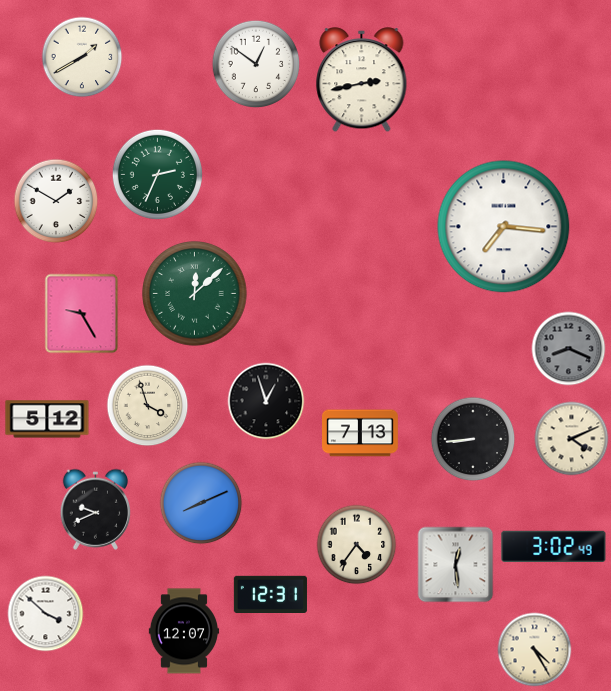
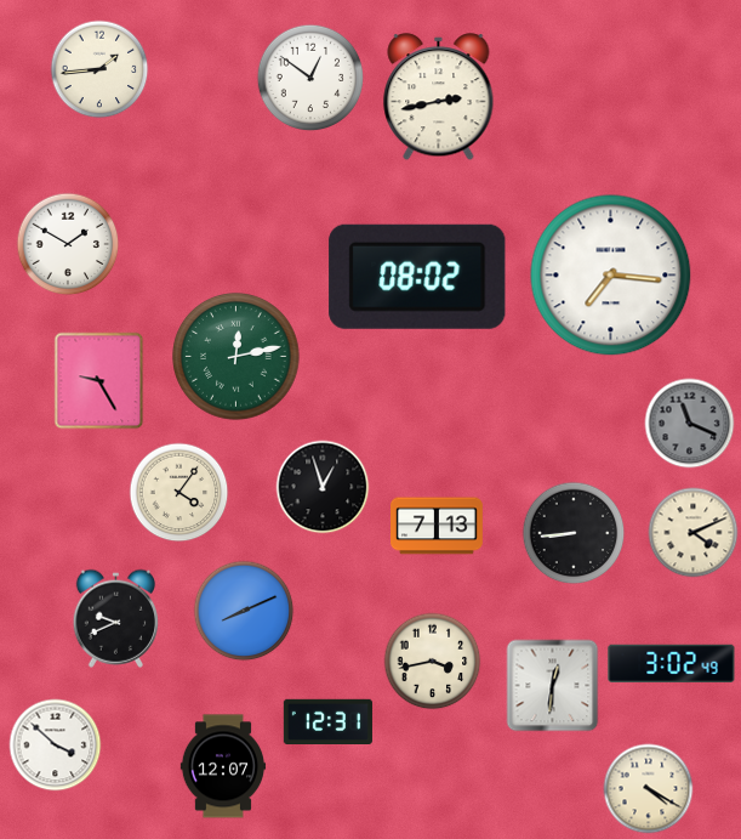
clock at (82, 57): 1:40 -> 1:44
clock at (157, 174): 2:34 -> none
clock at (417, 277): none -> 08:02
clock at (195, 294): 12:08 -> 12:13
clock at (569, 349): 8:19 -> 11:19
clock at (148, 406): 3:57 -> 4:06
clock at (47, 419): 5:12 -> none
clock at (357, 545): 4:36 -> 3:43
clock at (456, 565): 12:29 -> 12:31
clock at (535, 650): 4:25 -> 4:20
